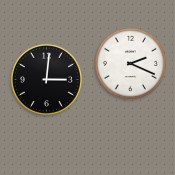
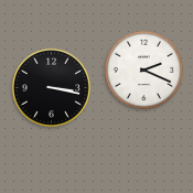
clock at (46, 79): 3:01 -> 3:17
